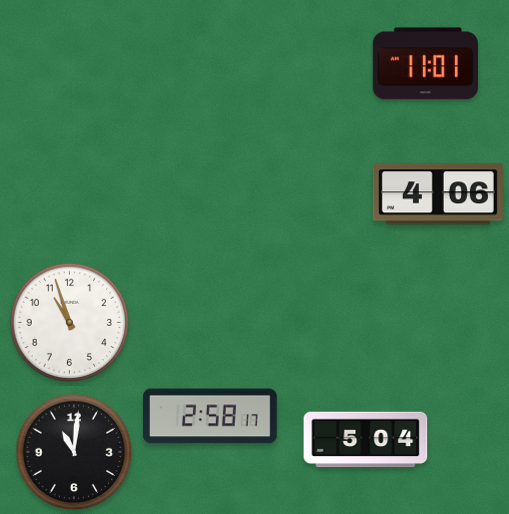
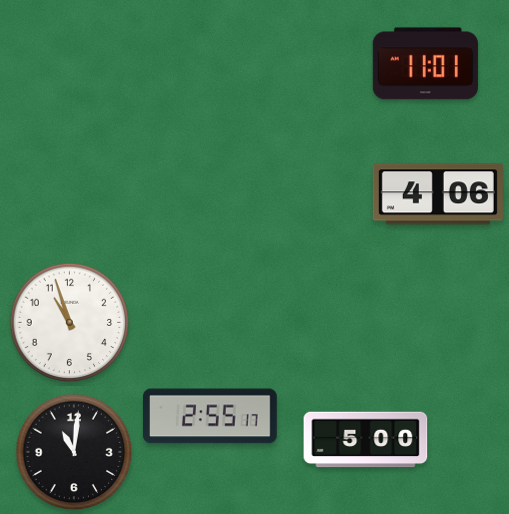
clock at (211, 416): 2:58 -> 2:55
clock at (366, 440): 5:04 -> 5:00
